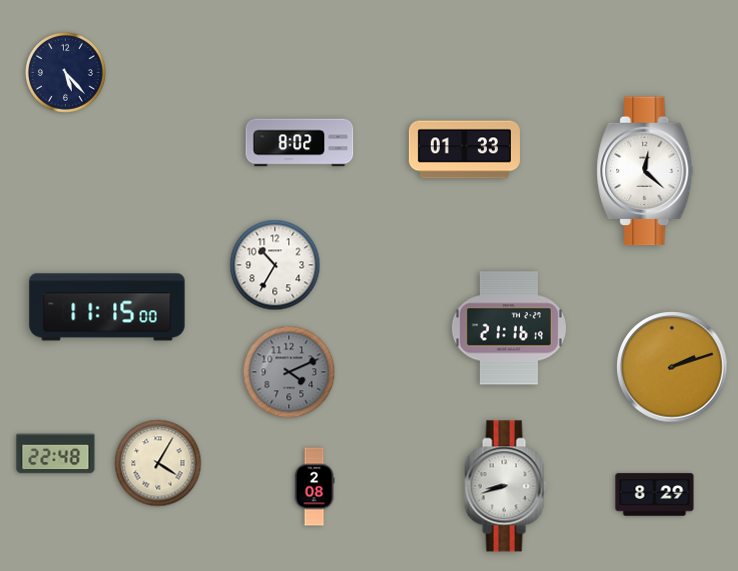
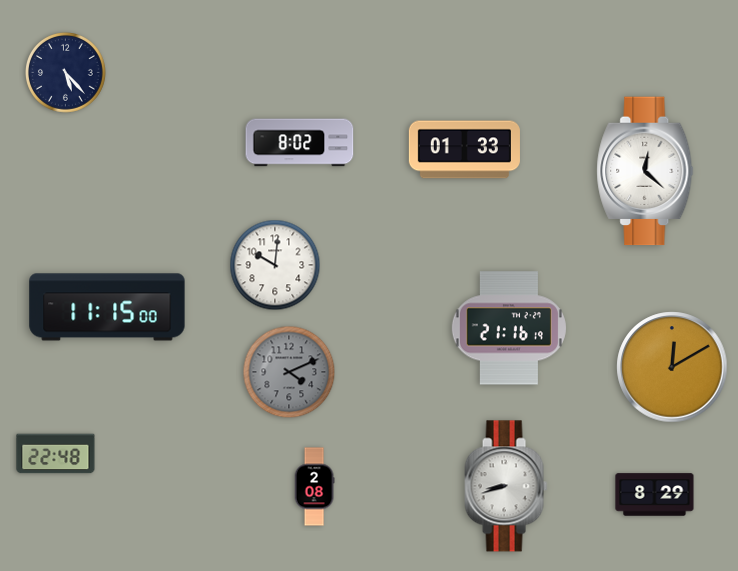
clock at (275, 265): 10:35 -> 10:01
clock at (672, 367): 2:12 -> 12:10
clock at (158, 463): 4:05 -> none
